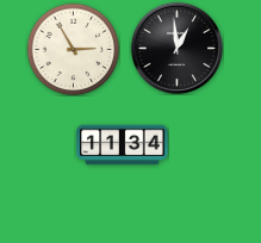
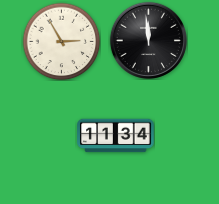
clock at (176, 48): 12:59 -> 11:59
clock at (123, 145) position: (123, 145) -> (116, 136)
